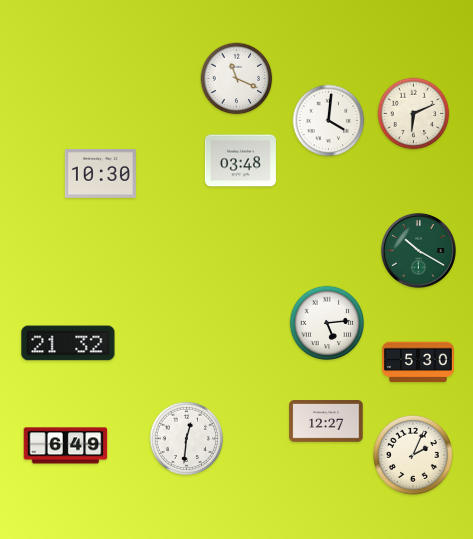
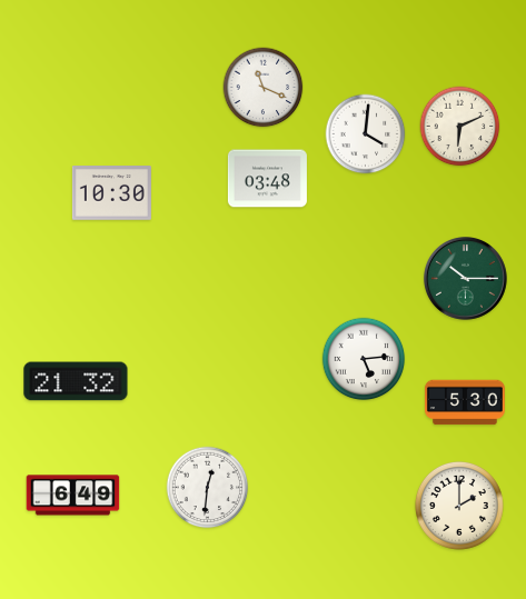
clock at (418, 250): 10:20 -> 10:15
clock at (326, 422): 12:27 -> none
clock at (413, 455): 2:04 -> 2:00
